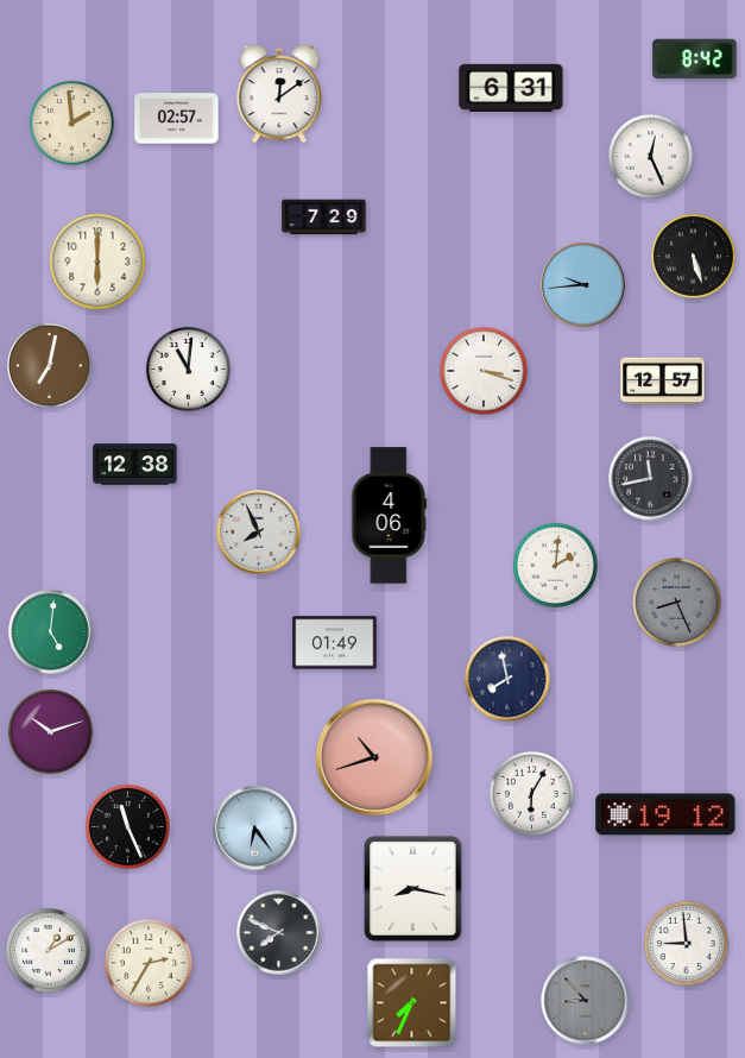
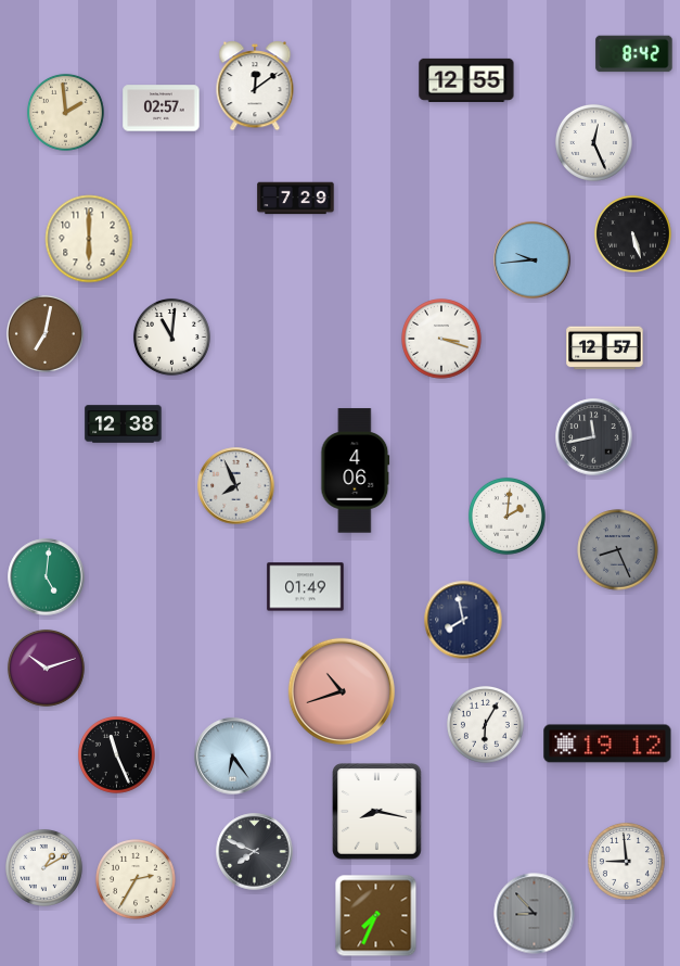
clock at (511, 88): 6:31 -> 12:55
